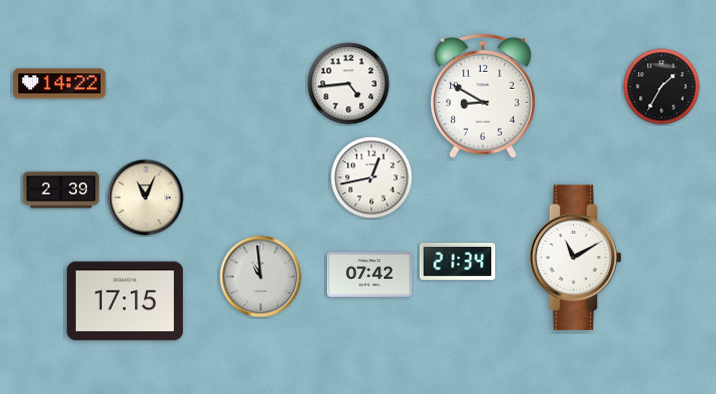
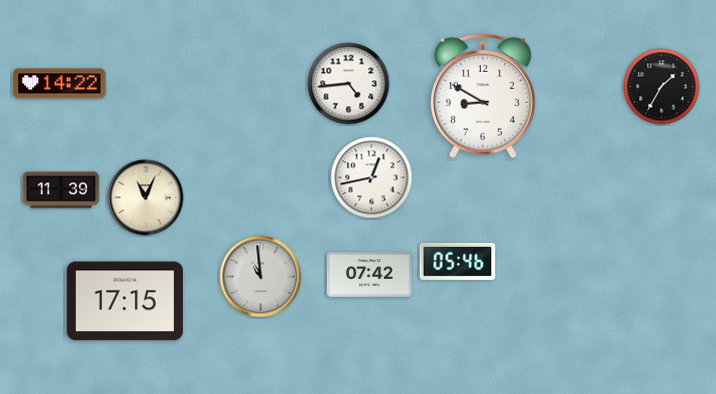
clock at (61, 190): 2:39 -> 11:39
clock at (575, 258): 11:10 -> none
clock at (458, 261): 21:34 -> 05:46
